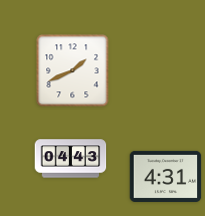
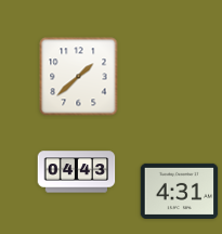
clock at (73, 71): 1:41 -> 1:38
